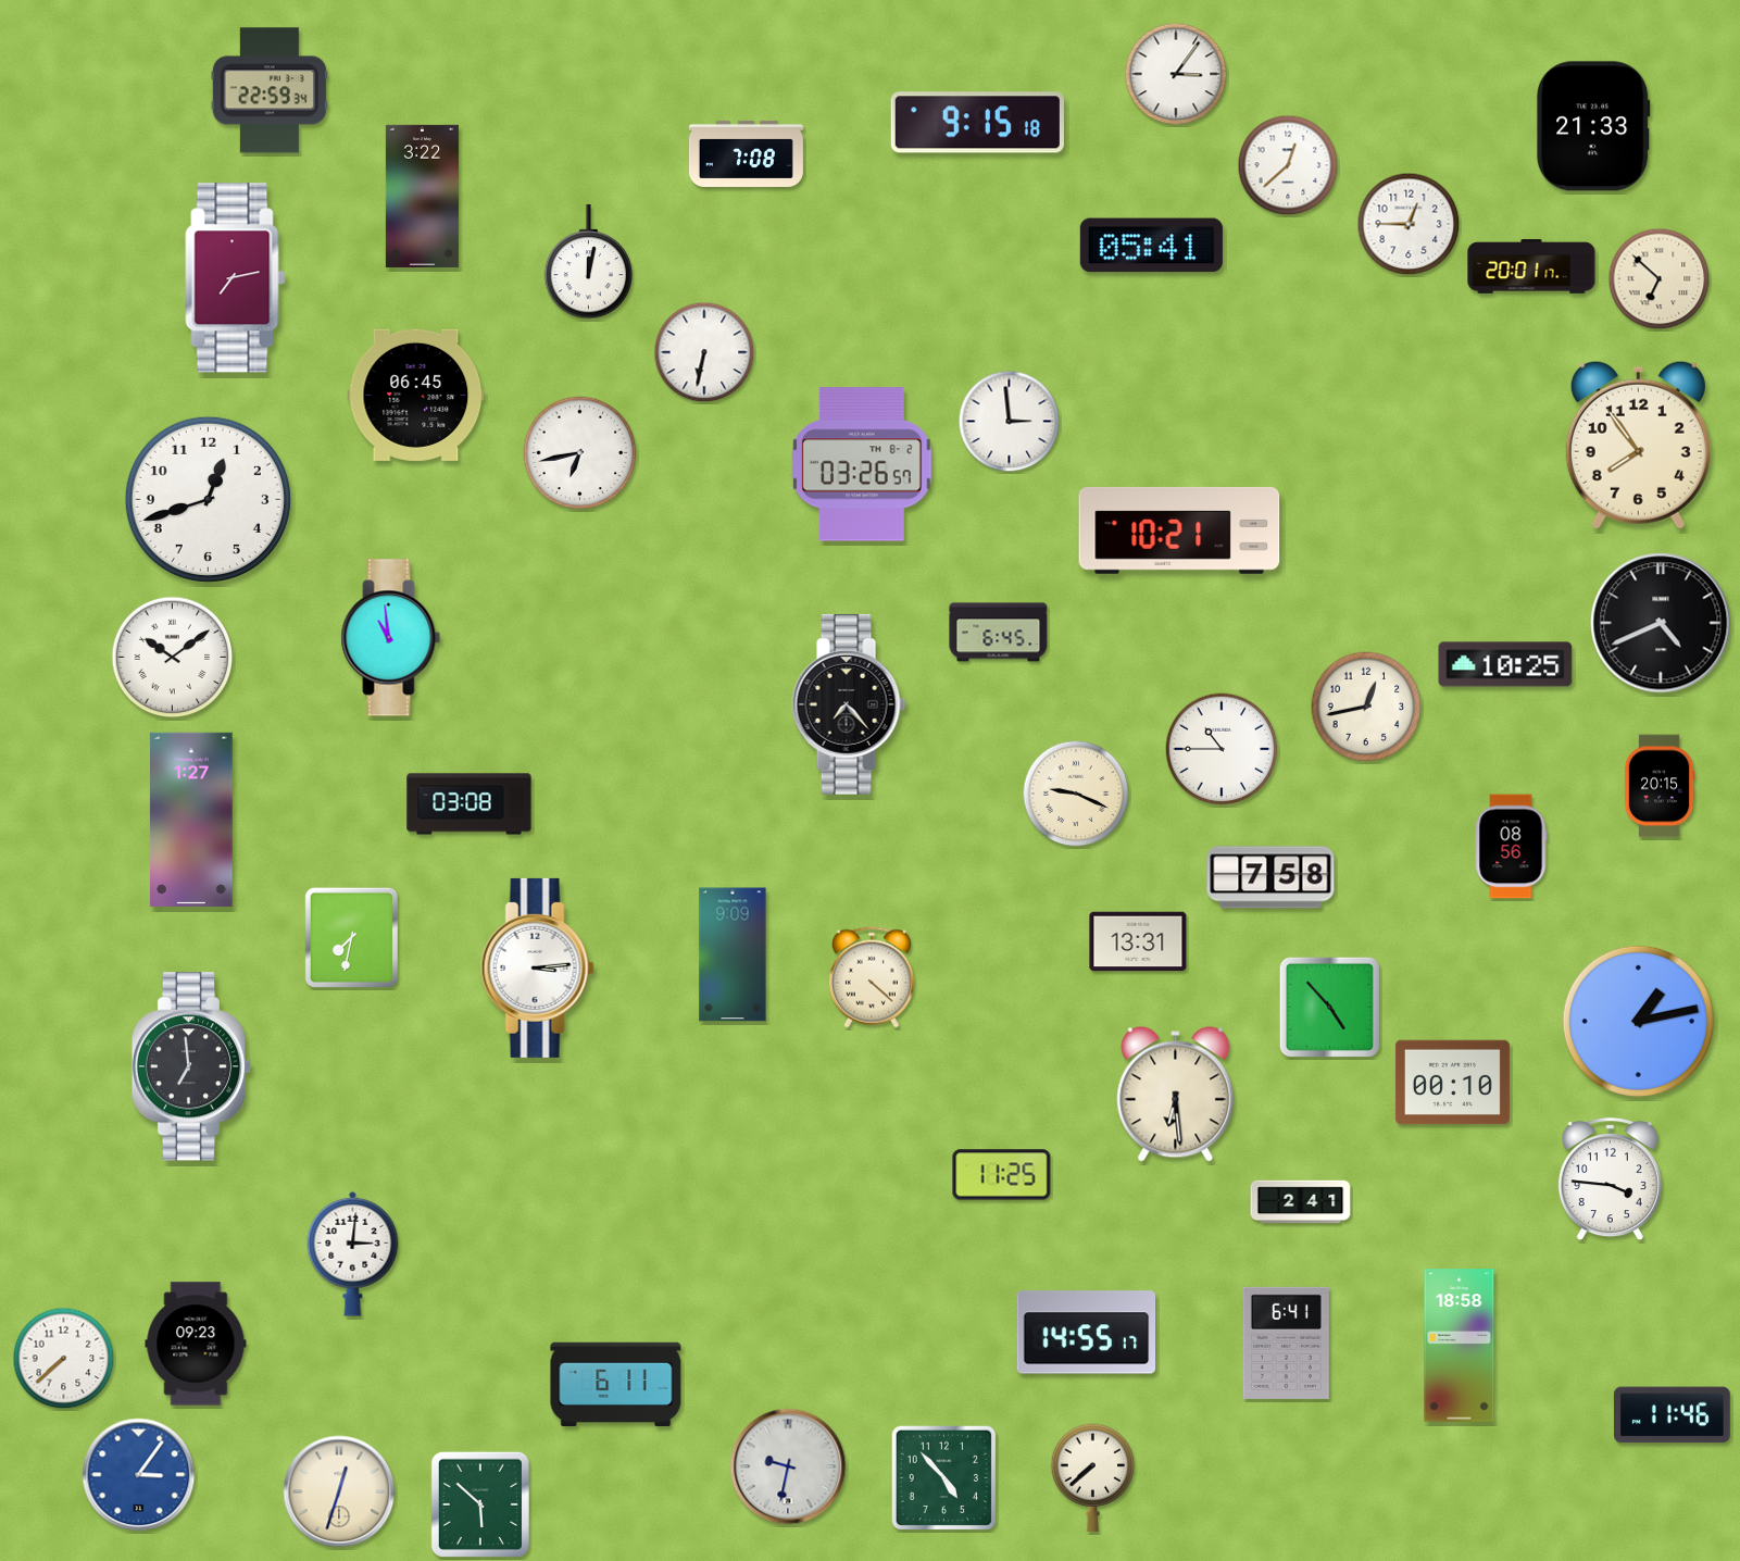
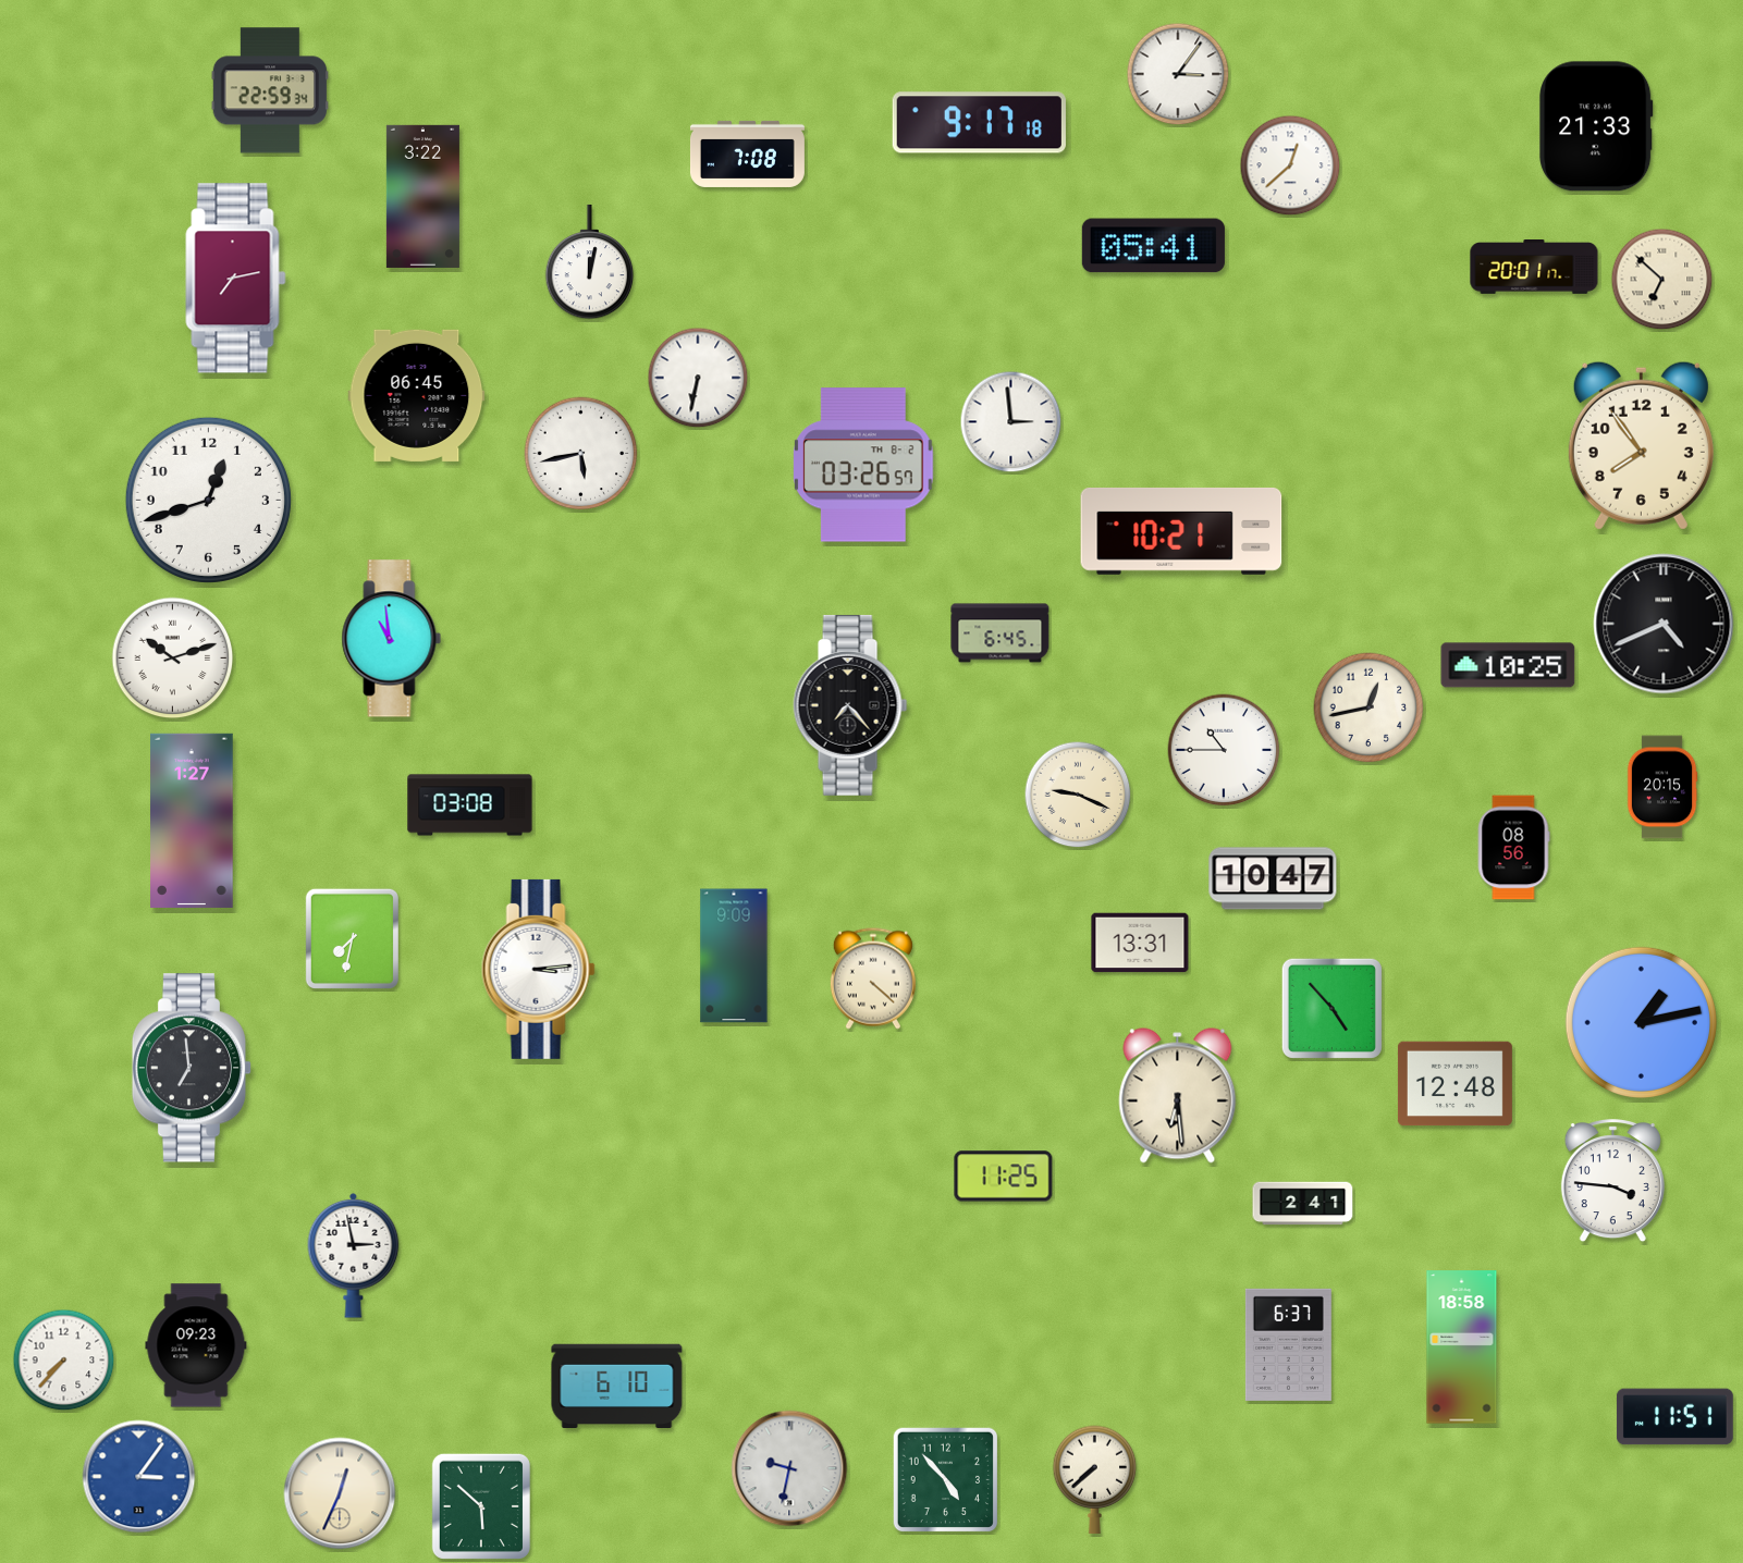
clock at (977, 123): 9:15 -> 9:17
clock at (1409, 224): 12:45 -> none
clock at (704, 352) position: (704, 352) -> (698, 378)
clock at (580, 453): 6:43 -> 5:43
clock at (173, 658): 10:09 -> 10:12
clock at (1270, 877): 7:58 -> 10:47
clock at (1452, 1083): 00:10 -> 12:48
clock at (353, 1253): 3:01 -> 2:58
clock at (1087, 1333): 14:55 -> none
clock at (1286, 1343): 6:41 -> 6:37
clock at (64, 1359): 7:38 -> 7:37
clock at (616, 1385): 6:11 -> 6:10
clock at (1672, 1415): 11:46 -> 11:51
clock at (339, 1491): 12:33 -> 12:34
